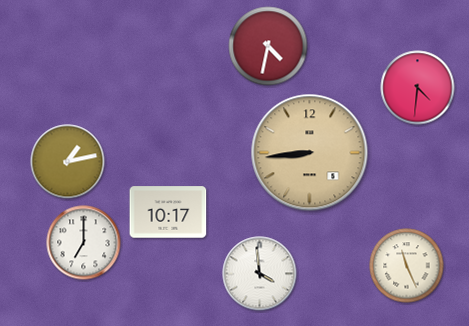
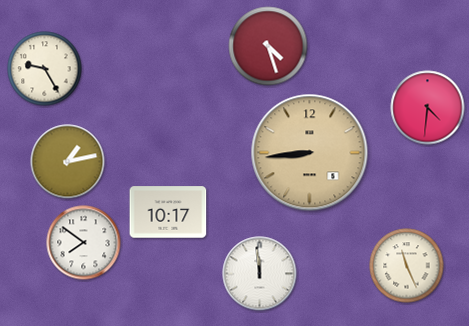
clock at (268, 46): 4:32 -> 4:27
clock at (45, 69): none -> 9:25
clock at (418, 88) position: (418, 88) -> (428, 108)
clock at (84, 243): 7:00 -> 7:51
clock at (260, 274): 3:59 -> 11:59
